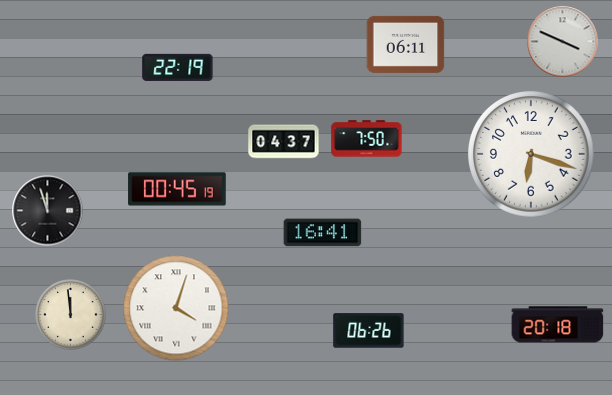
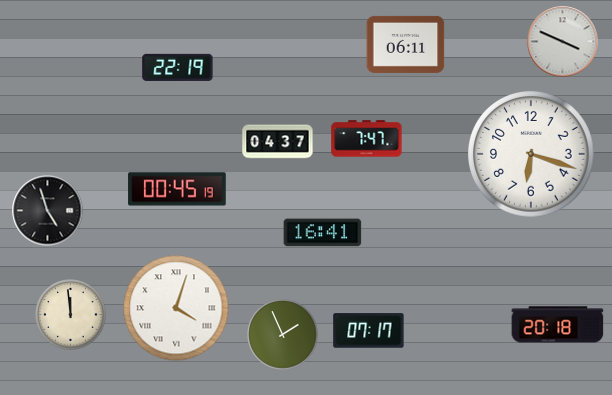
clock at (367, 139): 7:50 -> 7:47
clock at (284, 142) position: (284, 142) -> (278, 142)
clock at (48, 211): 11:57 -> 4:57
clock at (369, 331): 06:26 -> 07:17
clock at (283, 335): none -> 1:56
